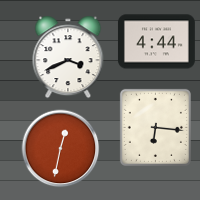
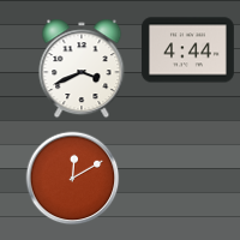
clock at (155, 127): 6:16 -> none
clock at (60, 148): 12:32 -> 12:10
